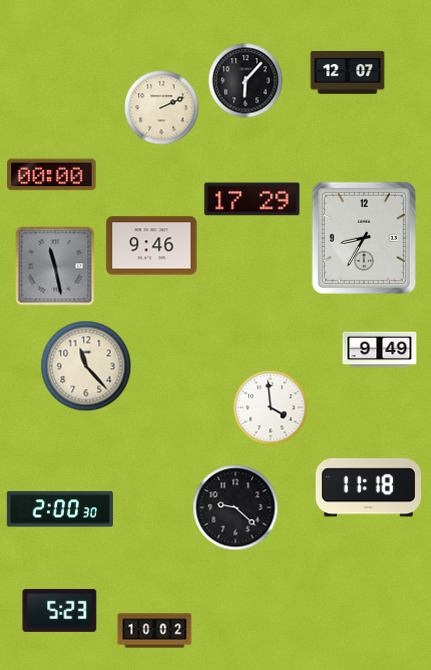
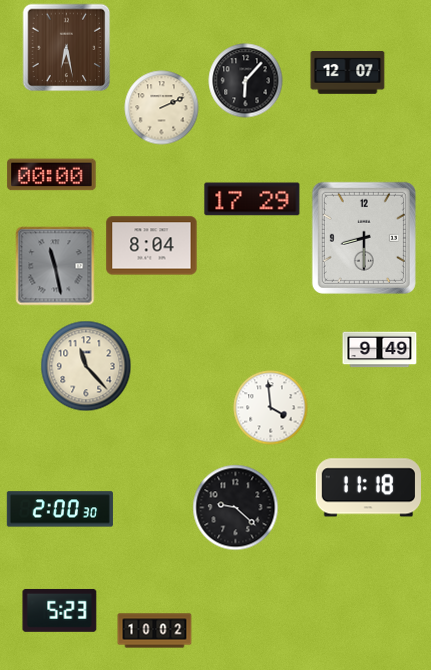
clock at (67, 48): none -> 6:28
clock at (364, 238): 8:35 -> 8:30
clock at (152, 246): 9:46 -> 8:04
